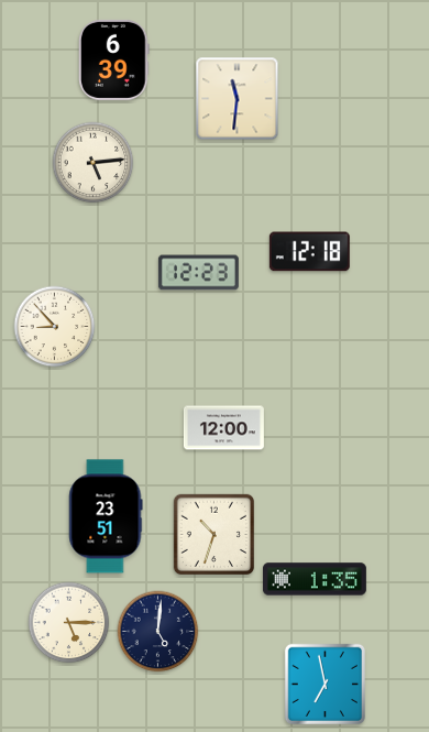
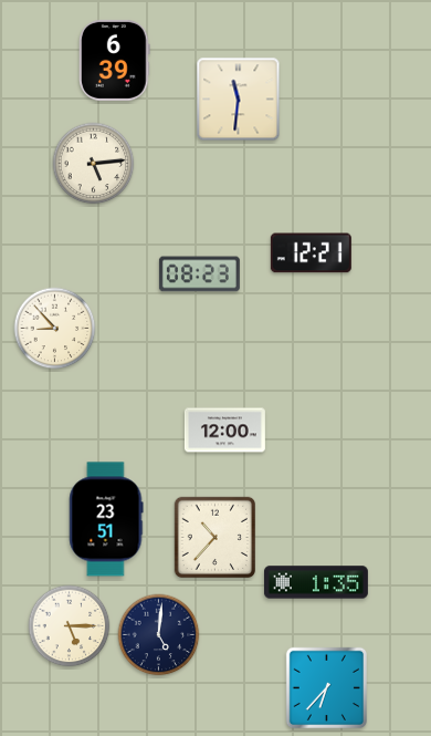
clock at (309, 252): 12:18 -> 12:21
clock at (198, 273): 12:23 -> 08:23
clock at (213, 534): 10:33 -> 10:37
clock at (324, 684): 6:58 -> 6:37
